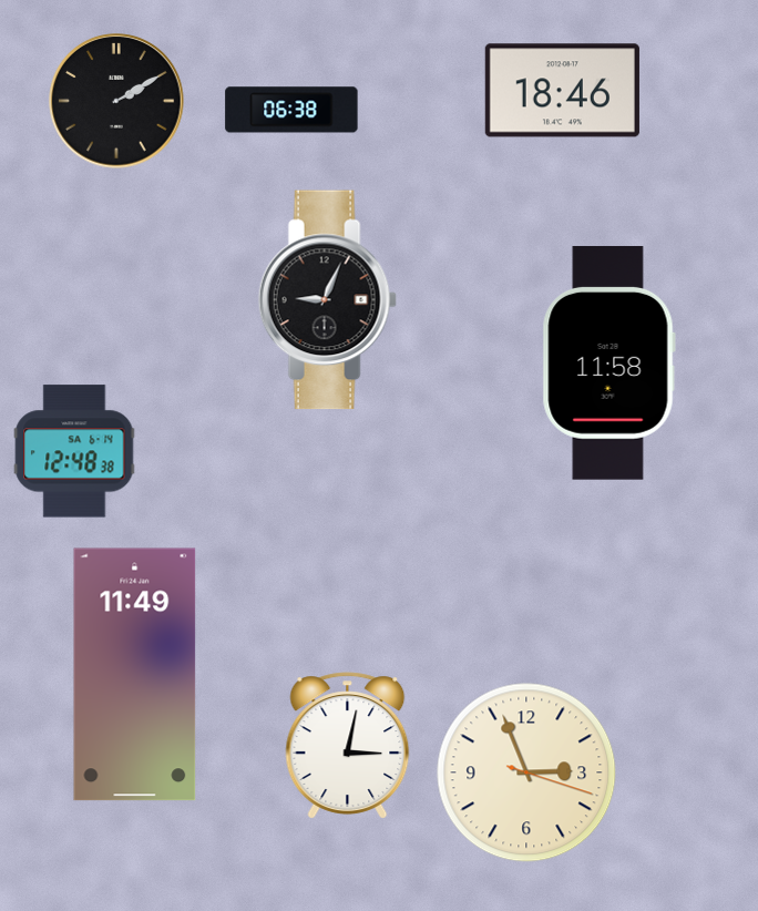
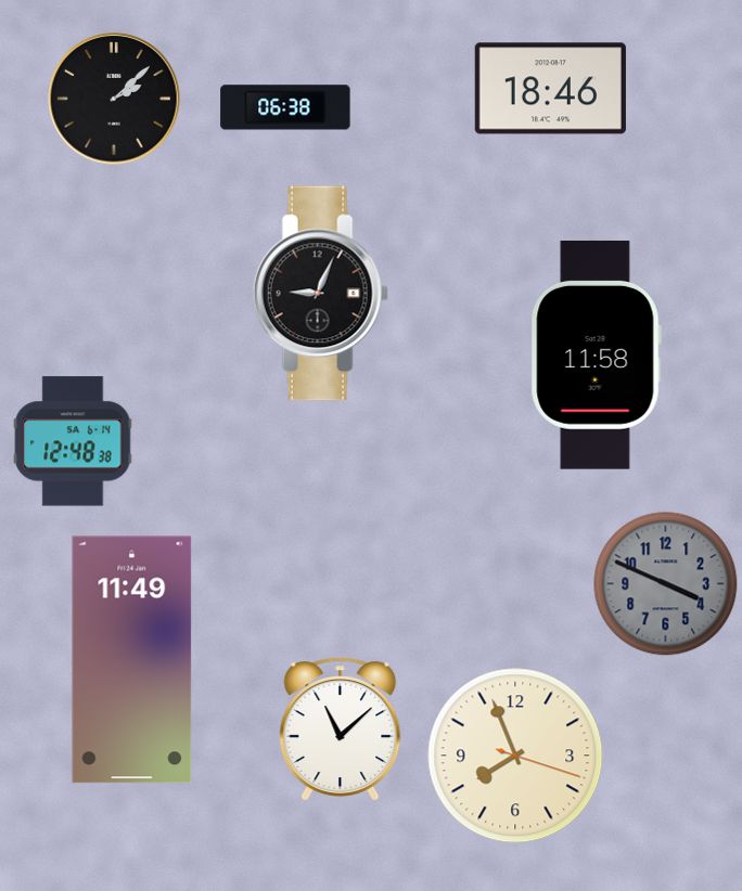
clock at (116, 101): 2:10 -> 2:08
clock at (666, 584): none -> 3:49
clock at (348, 746): 3:02 -> 11:08
clock at (526, 772): 2:56 -> 7:56
